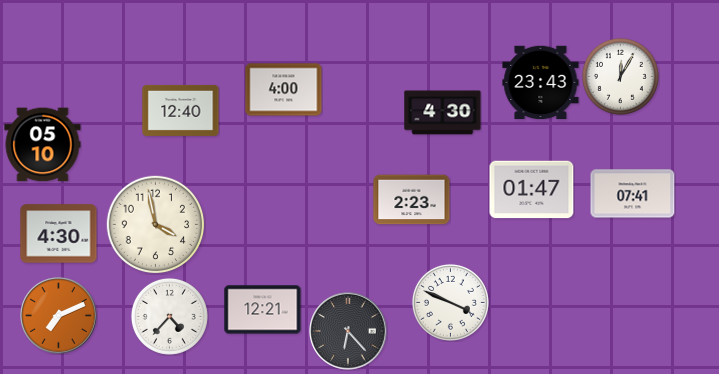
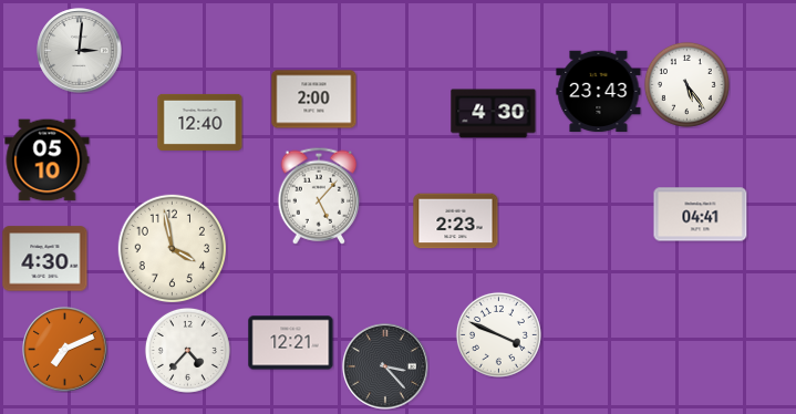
clock at (80, 51): none -> 3:01
clock at (620, 76): 12:05 -> 5:24
clock at (284, 90): 4:00 -> 2:00
clock at (443, 113) position: (443, 113) -> (494, 114)
clock at (319, 196): none -> 5:07
clock at (532, 190): 01:47 -> none
clock at (633, 194): 07:41 -> 04:41
clock at (59, 234) position: (59, 234) -> (45, 259)
clock at (348, 331): 6:23 -> 3:23
